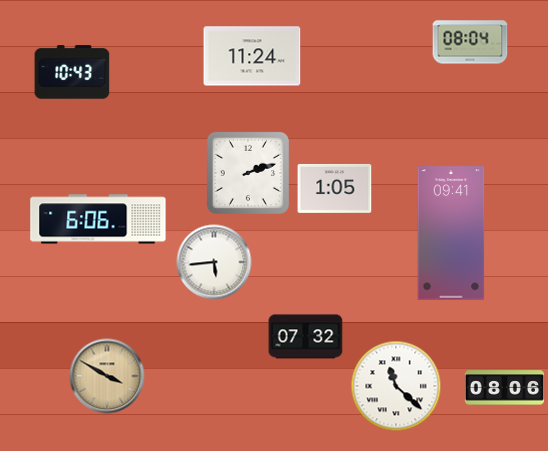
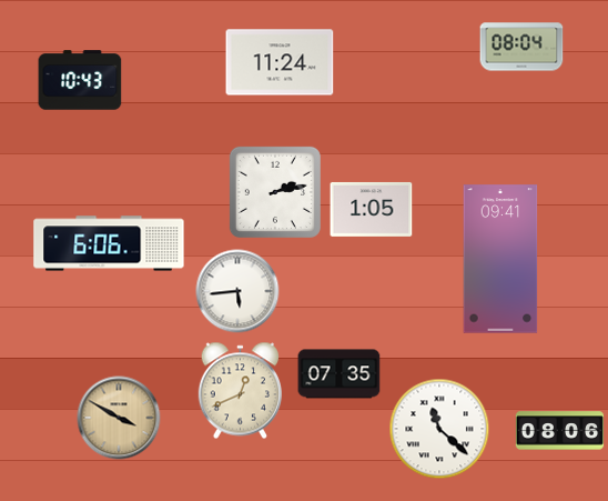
clock at (248, 173): 2:12 -> 2:13
clock at (306, 337): 07:32 -> 07:35
clock at (240, 391): none -> 12:41
